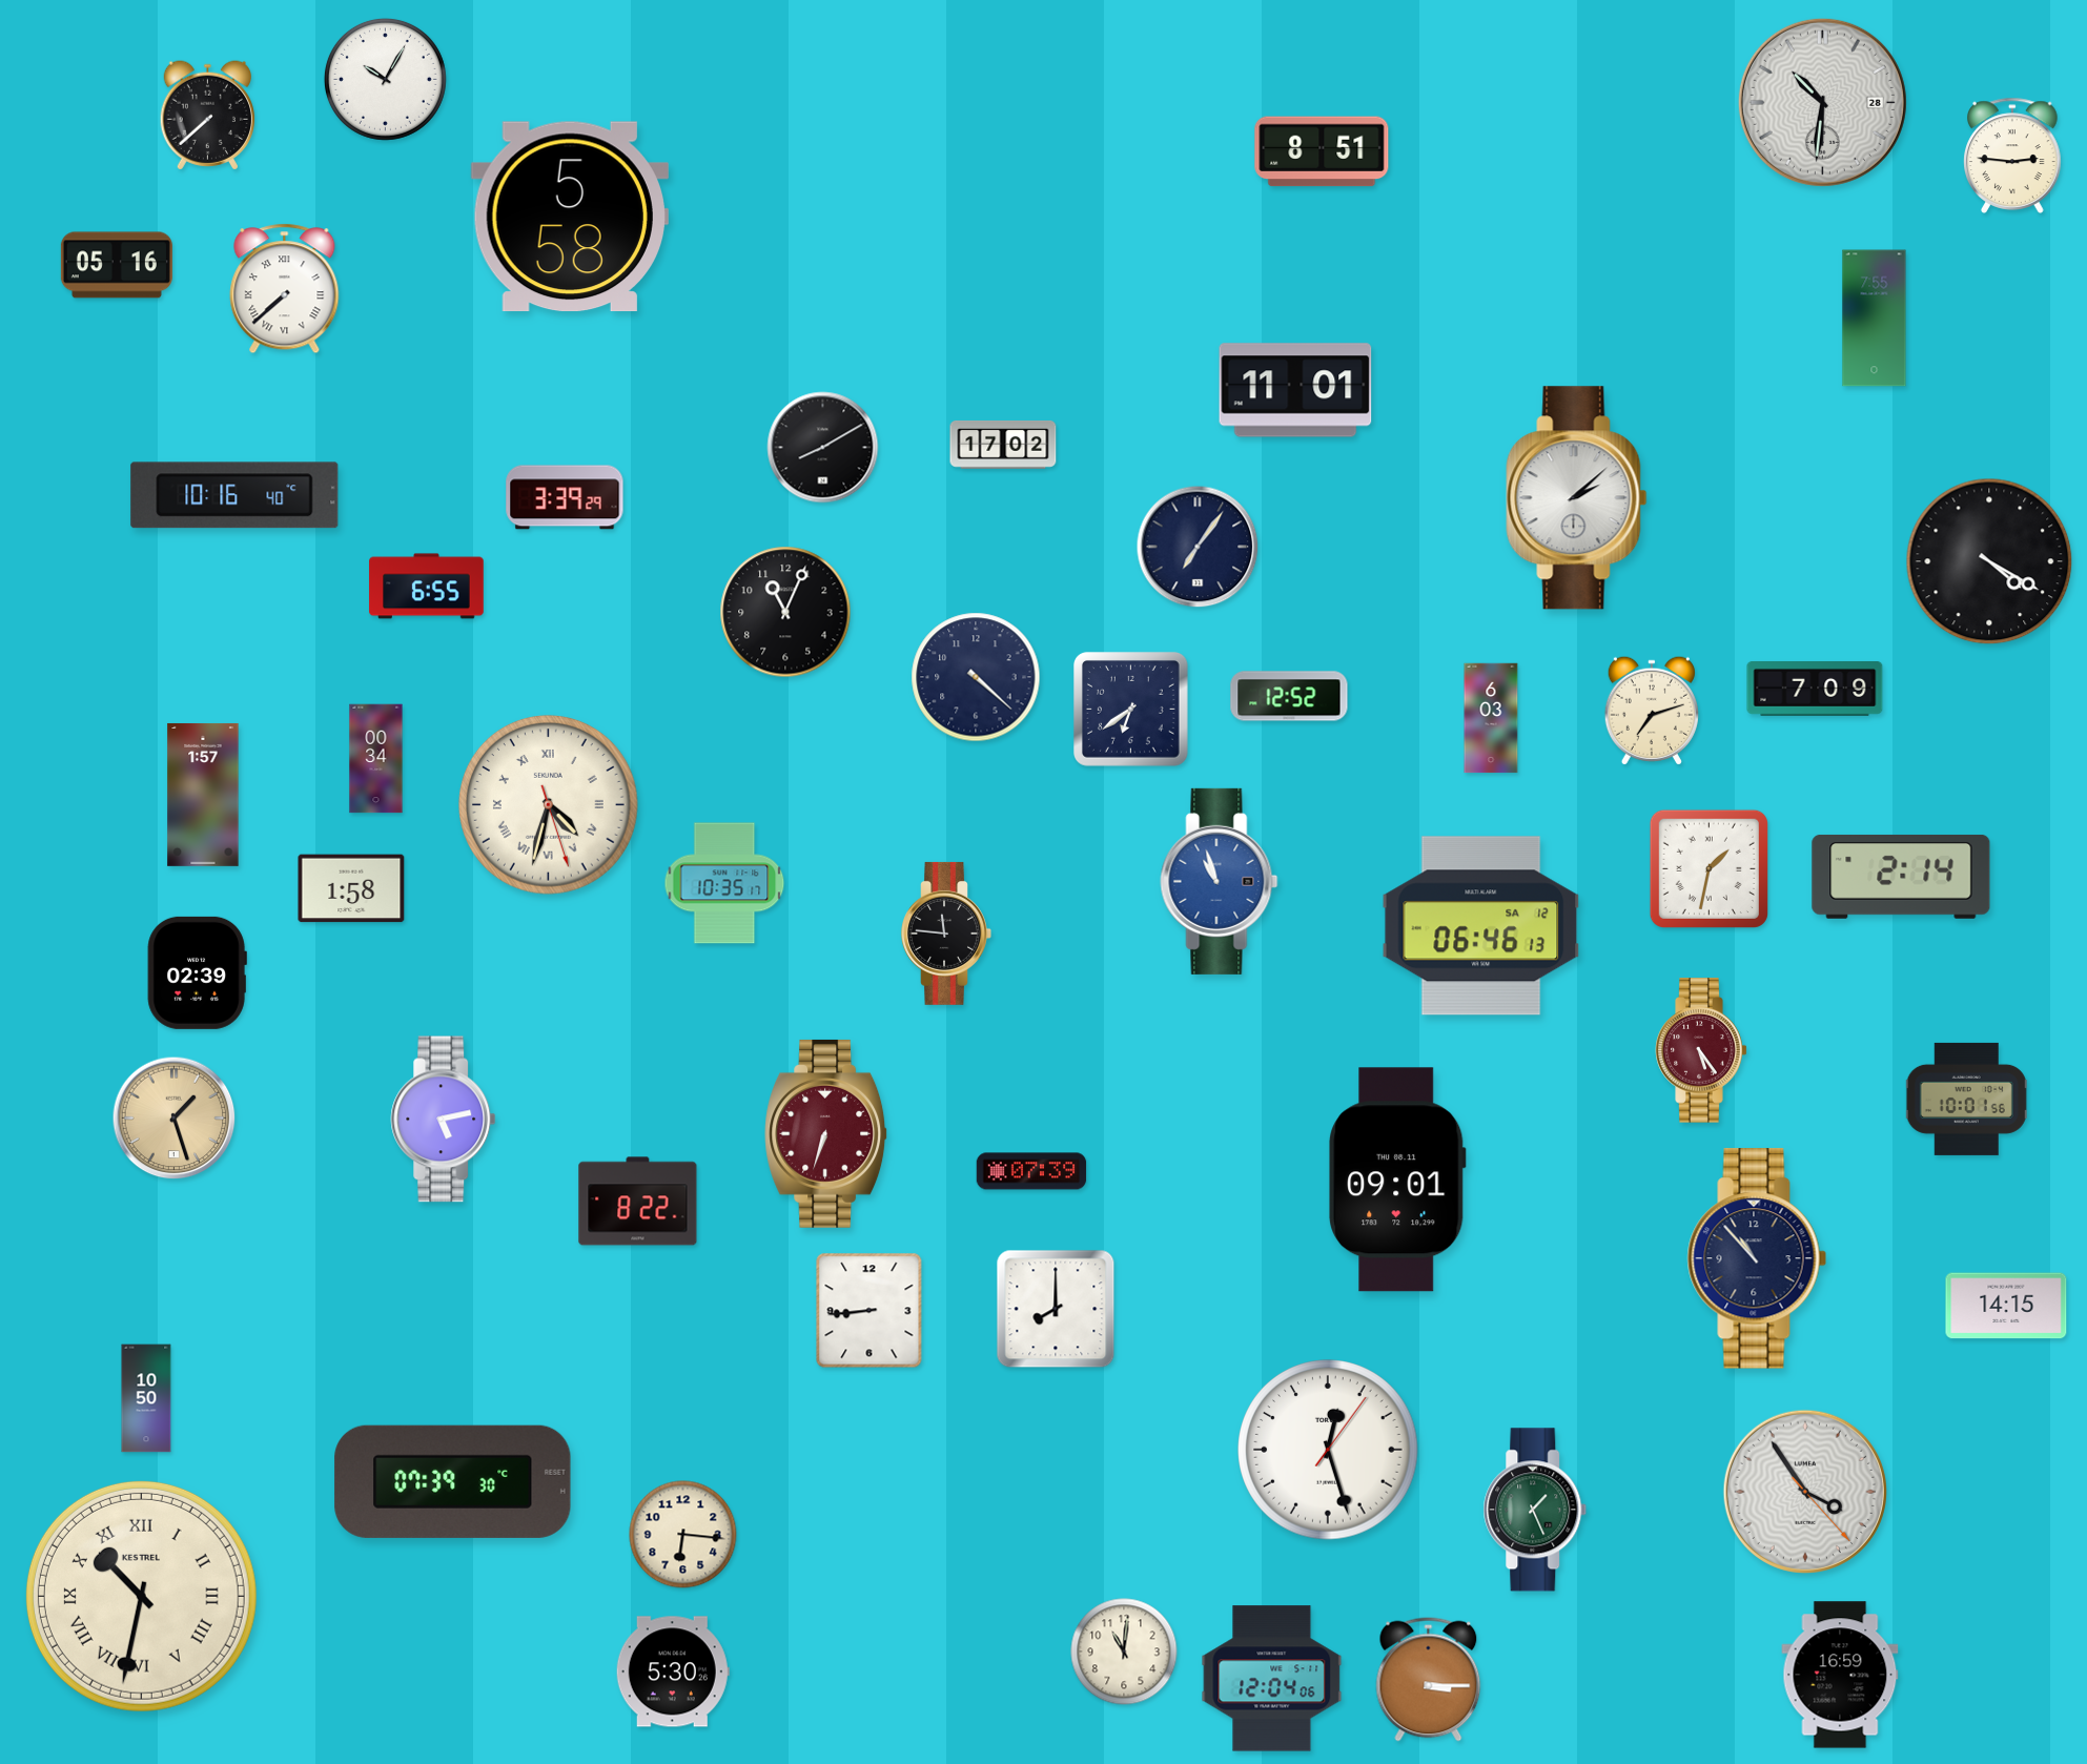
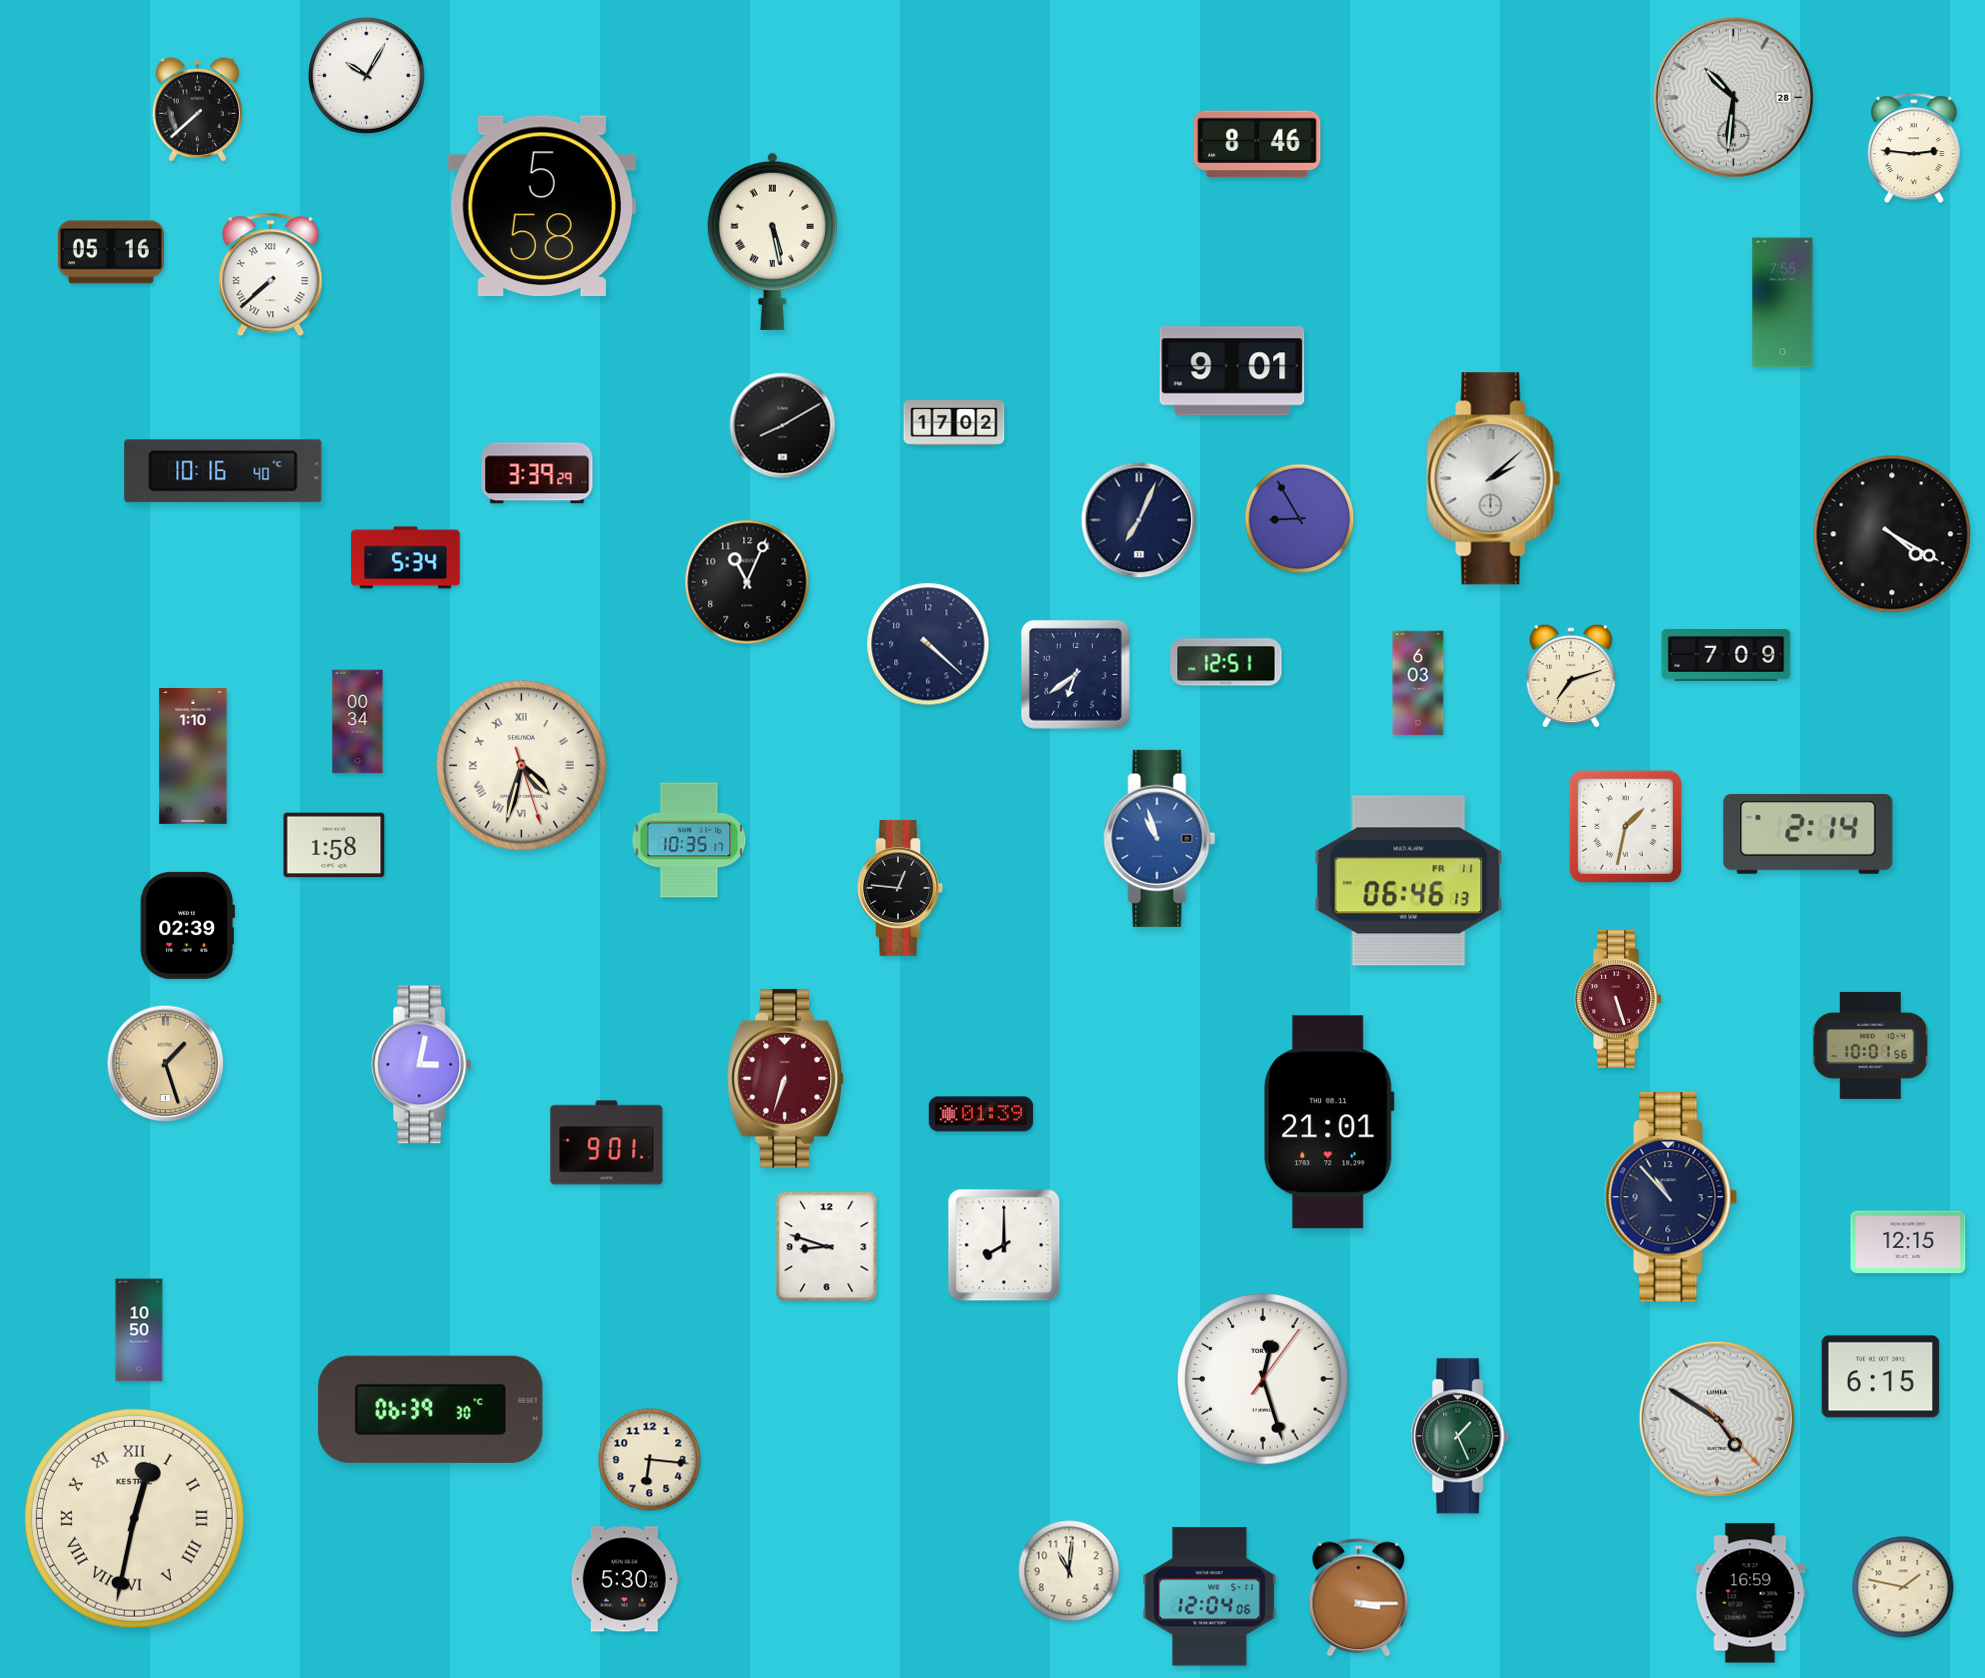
clock at (1322, 151): 8:51 -> 8:46
clock at (772, 241): none -> 5:28
clock at (1295, 390): 11:01 -> 9:01
clock at (1577, 498) position: (1577, 498) -> (1494, 479)
clock at (1300, 519): none -> 8:55
clock at (1198, 547): 7:06 -> 7:04
clock at (427, 587): 6:55 -> 5:34
clock at (1289, 696): 12:52 -> 12:51
clock at (203, 795): 1:57 -> 1:10
clock at (1481, 926) date: SA 12 -> FR 11
clock at (946, 934): 11:46 -> 12:46
clock at (1701, 1050): 5:24 -> 5:27
clock at (444, 1120): 5:13 -> 3:02
clock at (1031, 1171): 07:39 -> 01:39
clock at (1397, 1180): 09:01 -> 21:01
clock at (638, 1202): 8:22 -> 9:01
clock at (2006, 1306): 14:15 -> 12:15
clock at (869, 1311): 8:44 -> 8:48
clock at (1881, 1377): none -> 6:15
clock at (453, 1481): 07:39 -> 06:39
clock at (1805, 1492): 3:54 -> 4:50
clock at (141, 1596): 10:32 -> 12:32
clock at (1903, 1587): none -> 1:47
clock at (673, 1671) position: (673, 1671) -> (625, 1579)
